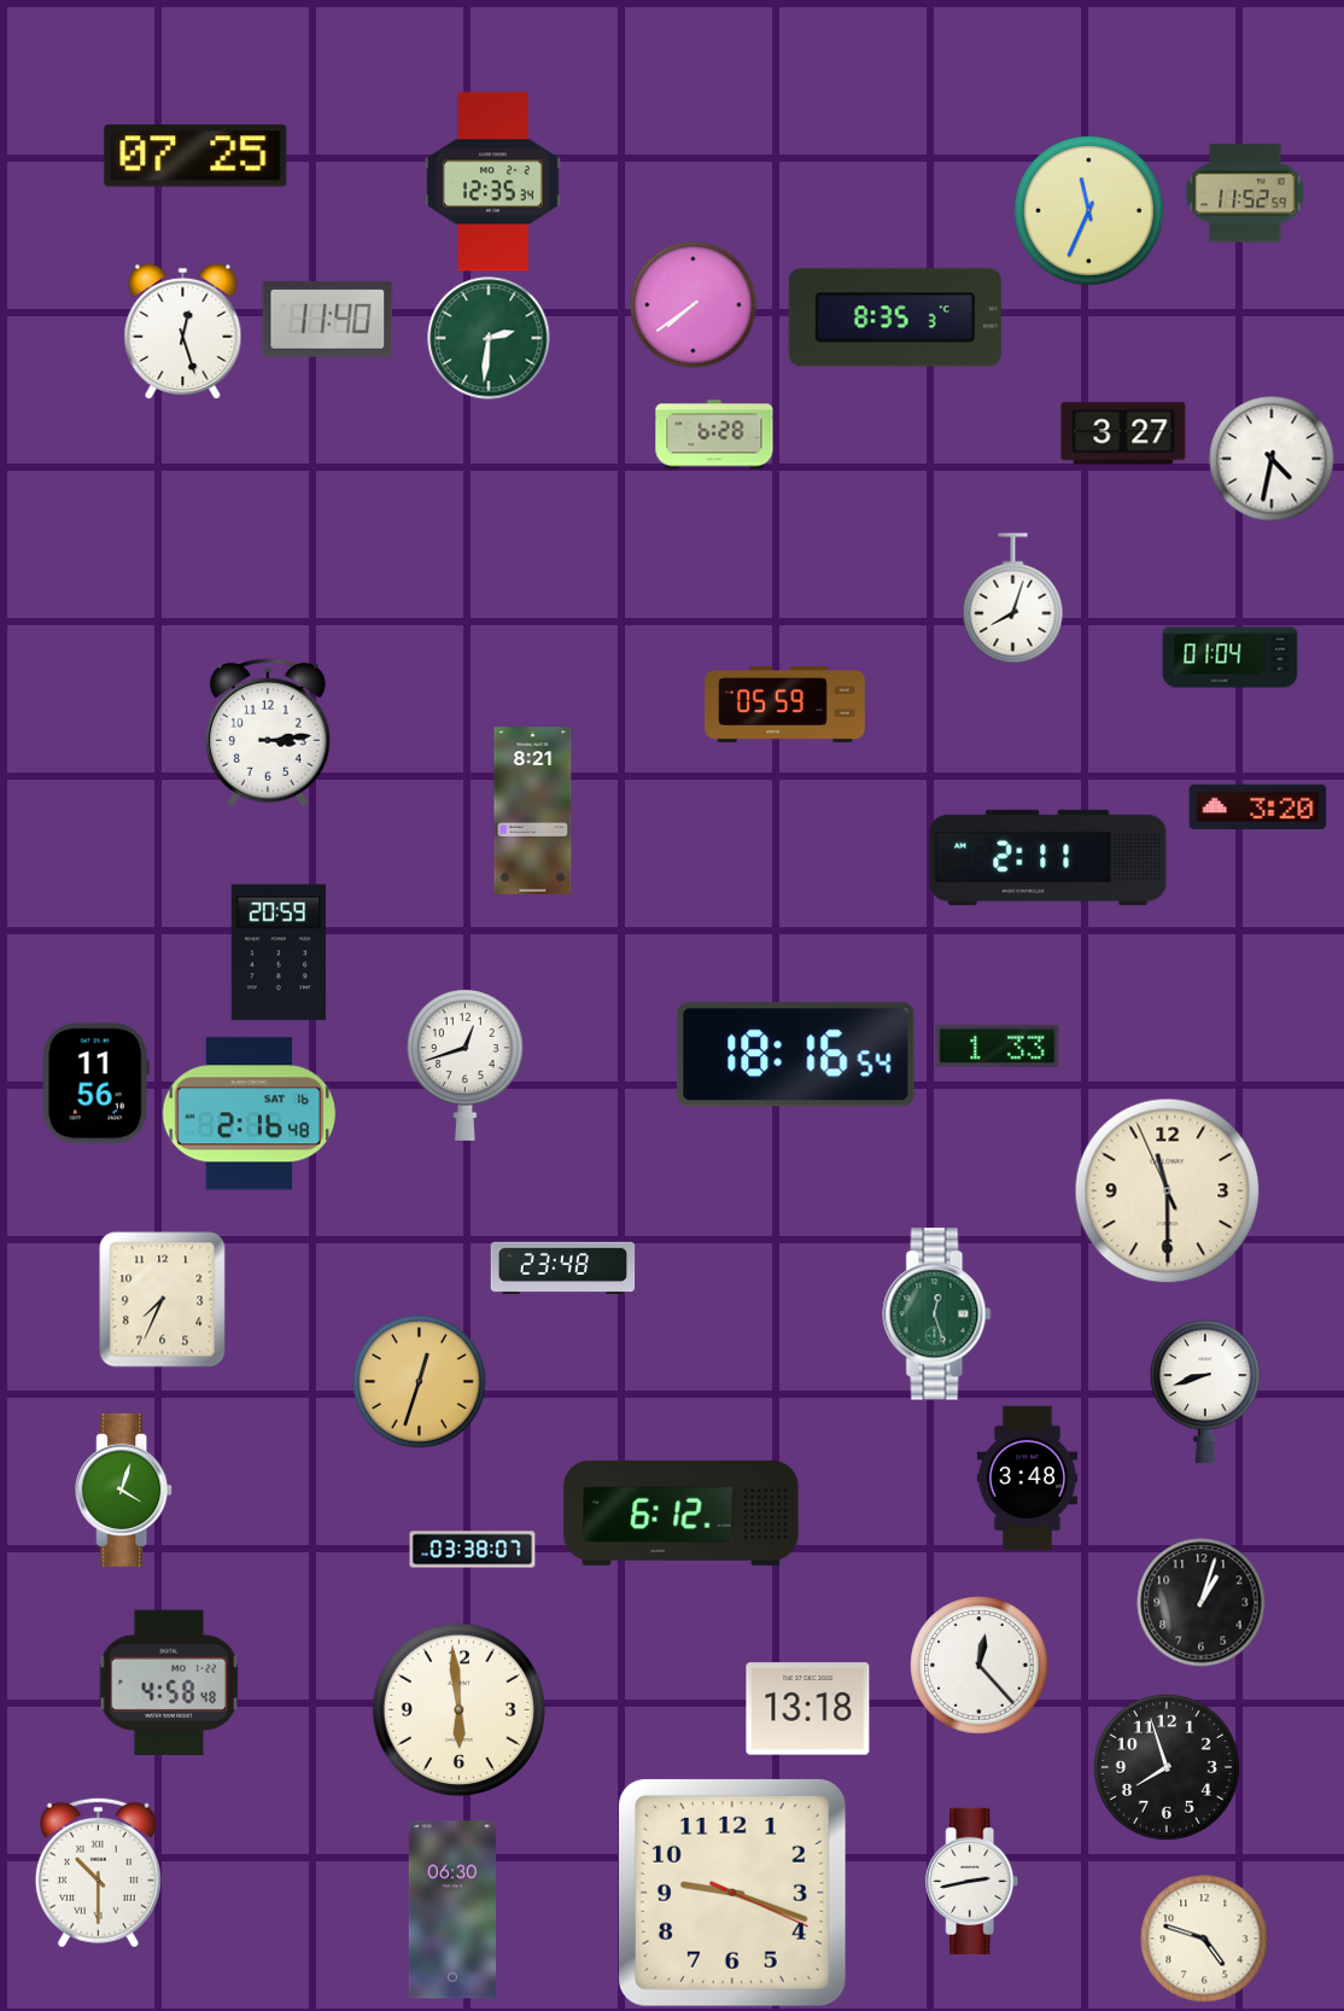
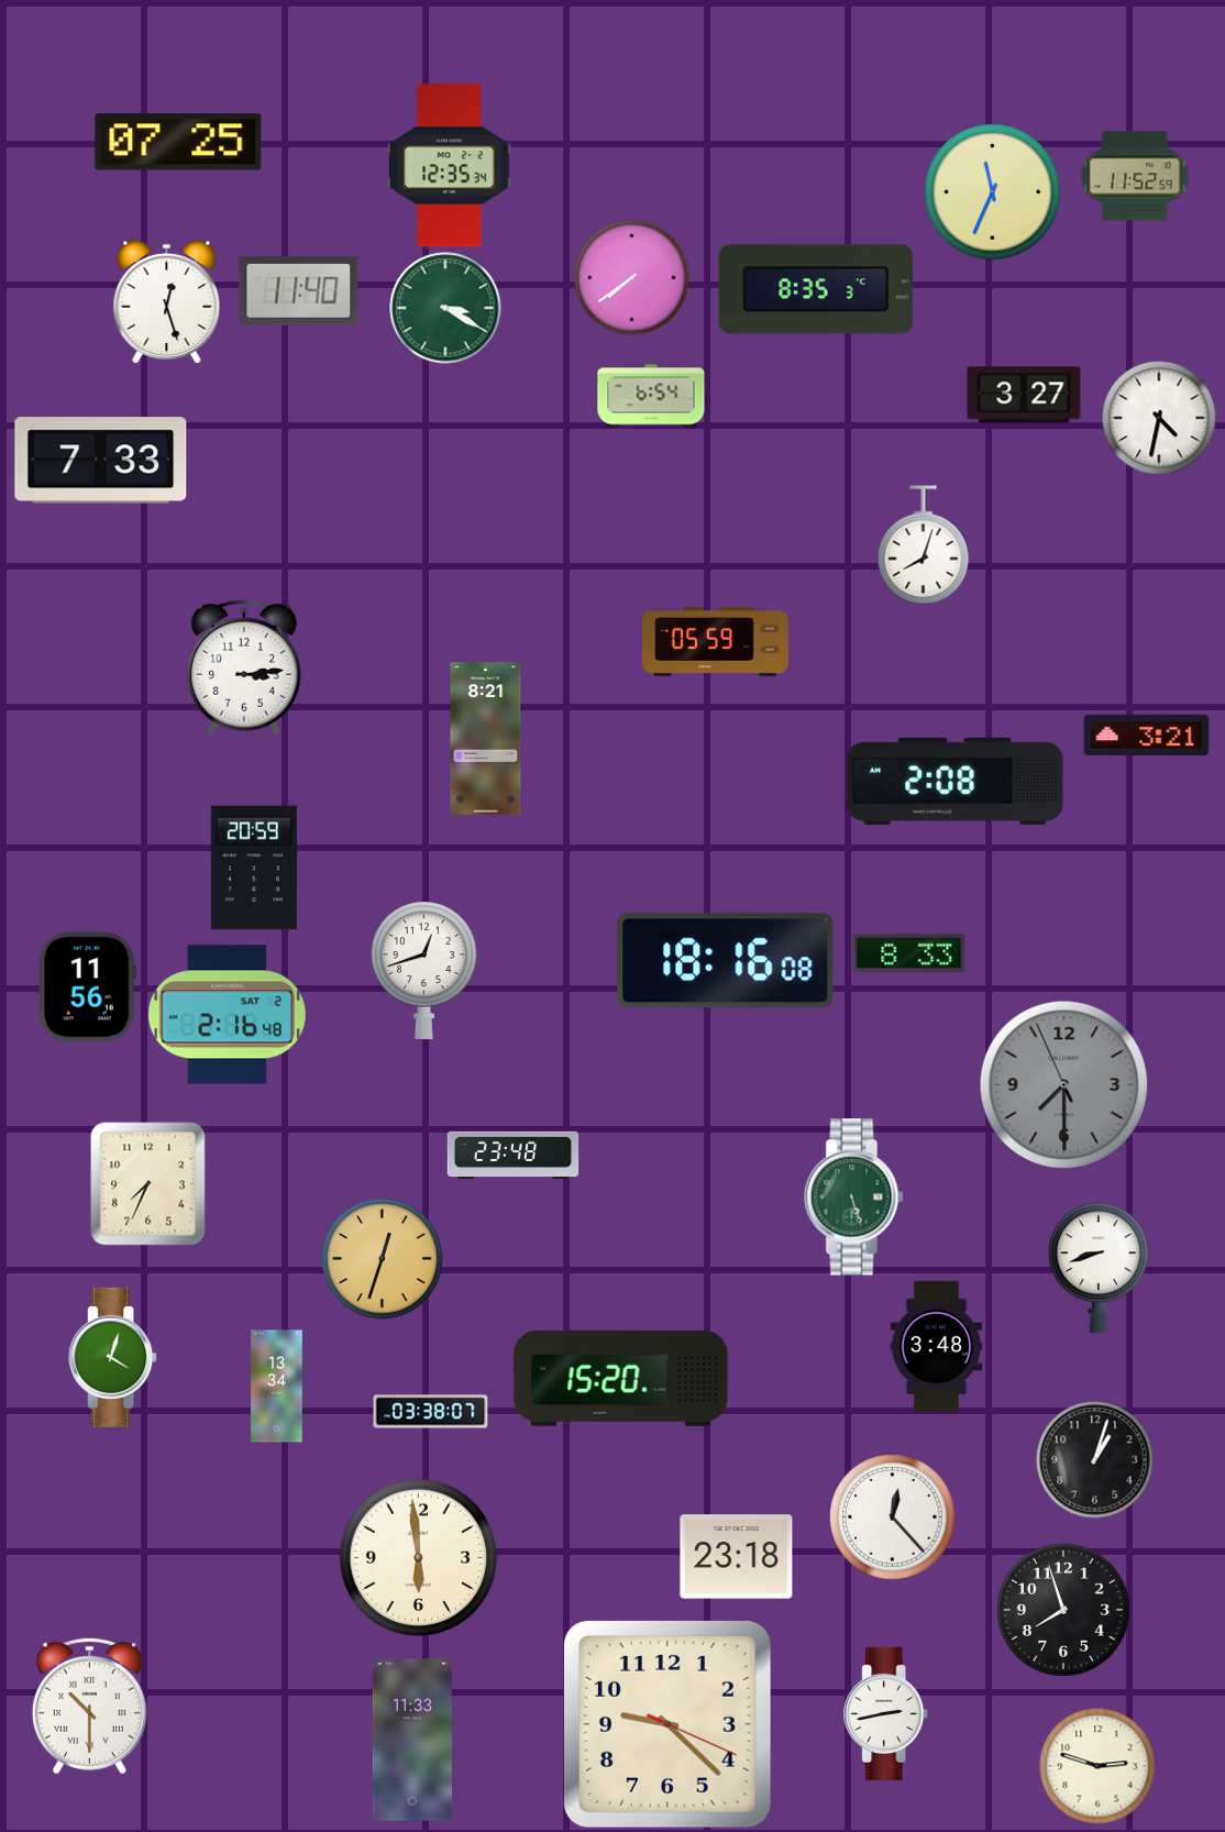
clock at (489, 338): 2:31 -> 3:20
clock at (714, 435): 6:28 -> 6:54
clock at (101, 461): none -> 7:33
clock at (1231, 658): 01:04 -> none
clock at (1258, 808): 3:20 -> 3:21
clock at (1048, 857): 2:11 -> 2:08
clock at (998, 1045): 1:33 -> 8:33
clock at (796, 1055): 18:16:54 -> 18:16:08
clock at (249, 1114) date: SAT 16 -> SAT 2
clock at (1168, 1191): 11:29 -> 7:29
clock at (1168, 1191) dial: cream -> grey
clock at (937, 1315): 12:27 -> 5:27
clock at (682, 1512): 6:12 -> 15:20
clock at (277, 1387): none -> 13:34
clock at (169, 1681): 4:58 -> none
clock at (808, 1709): 13:18 -> 23:18
clock at (732, 1893): 9:18 -> 9:22
clock at (452, 1910): 06:30 -> 11:33
clock at (1204, 1939): 4:48 -> 2:48
